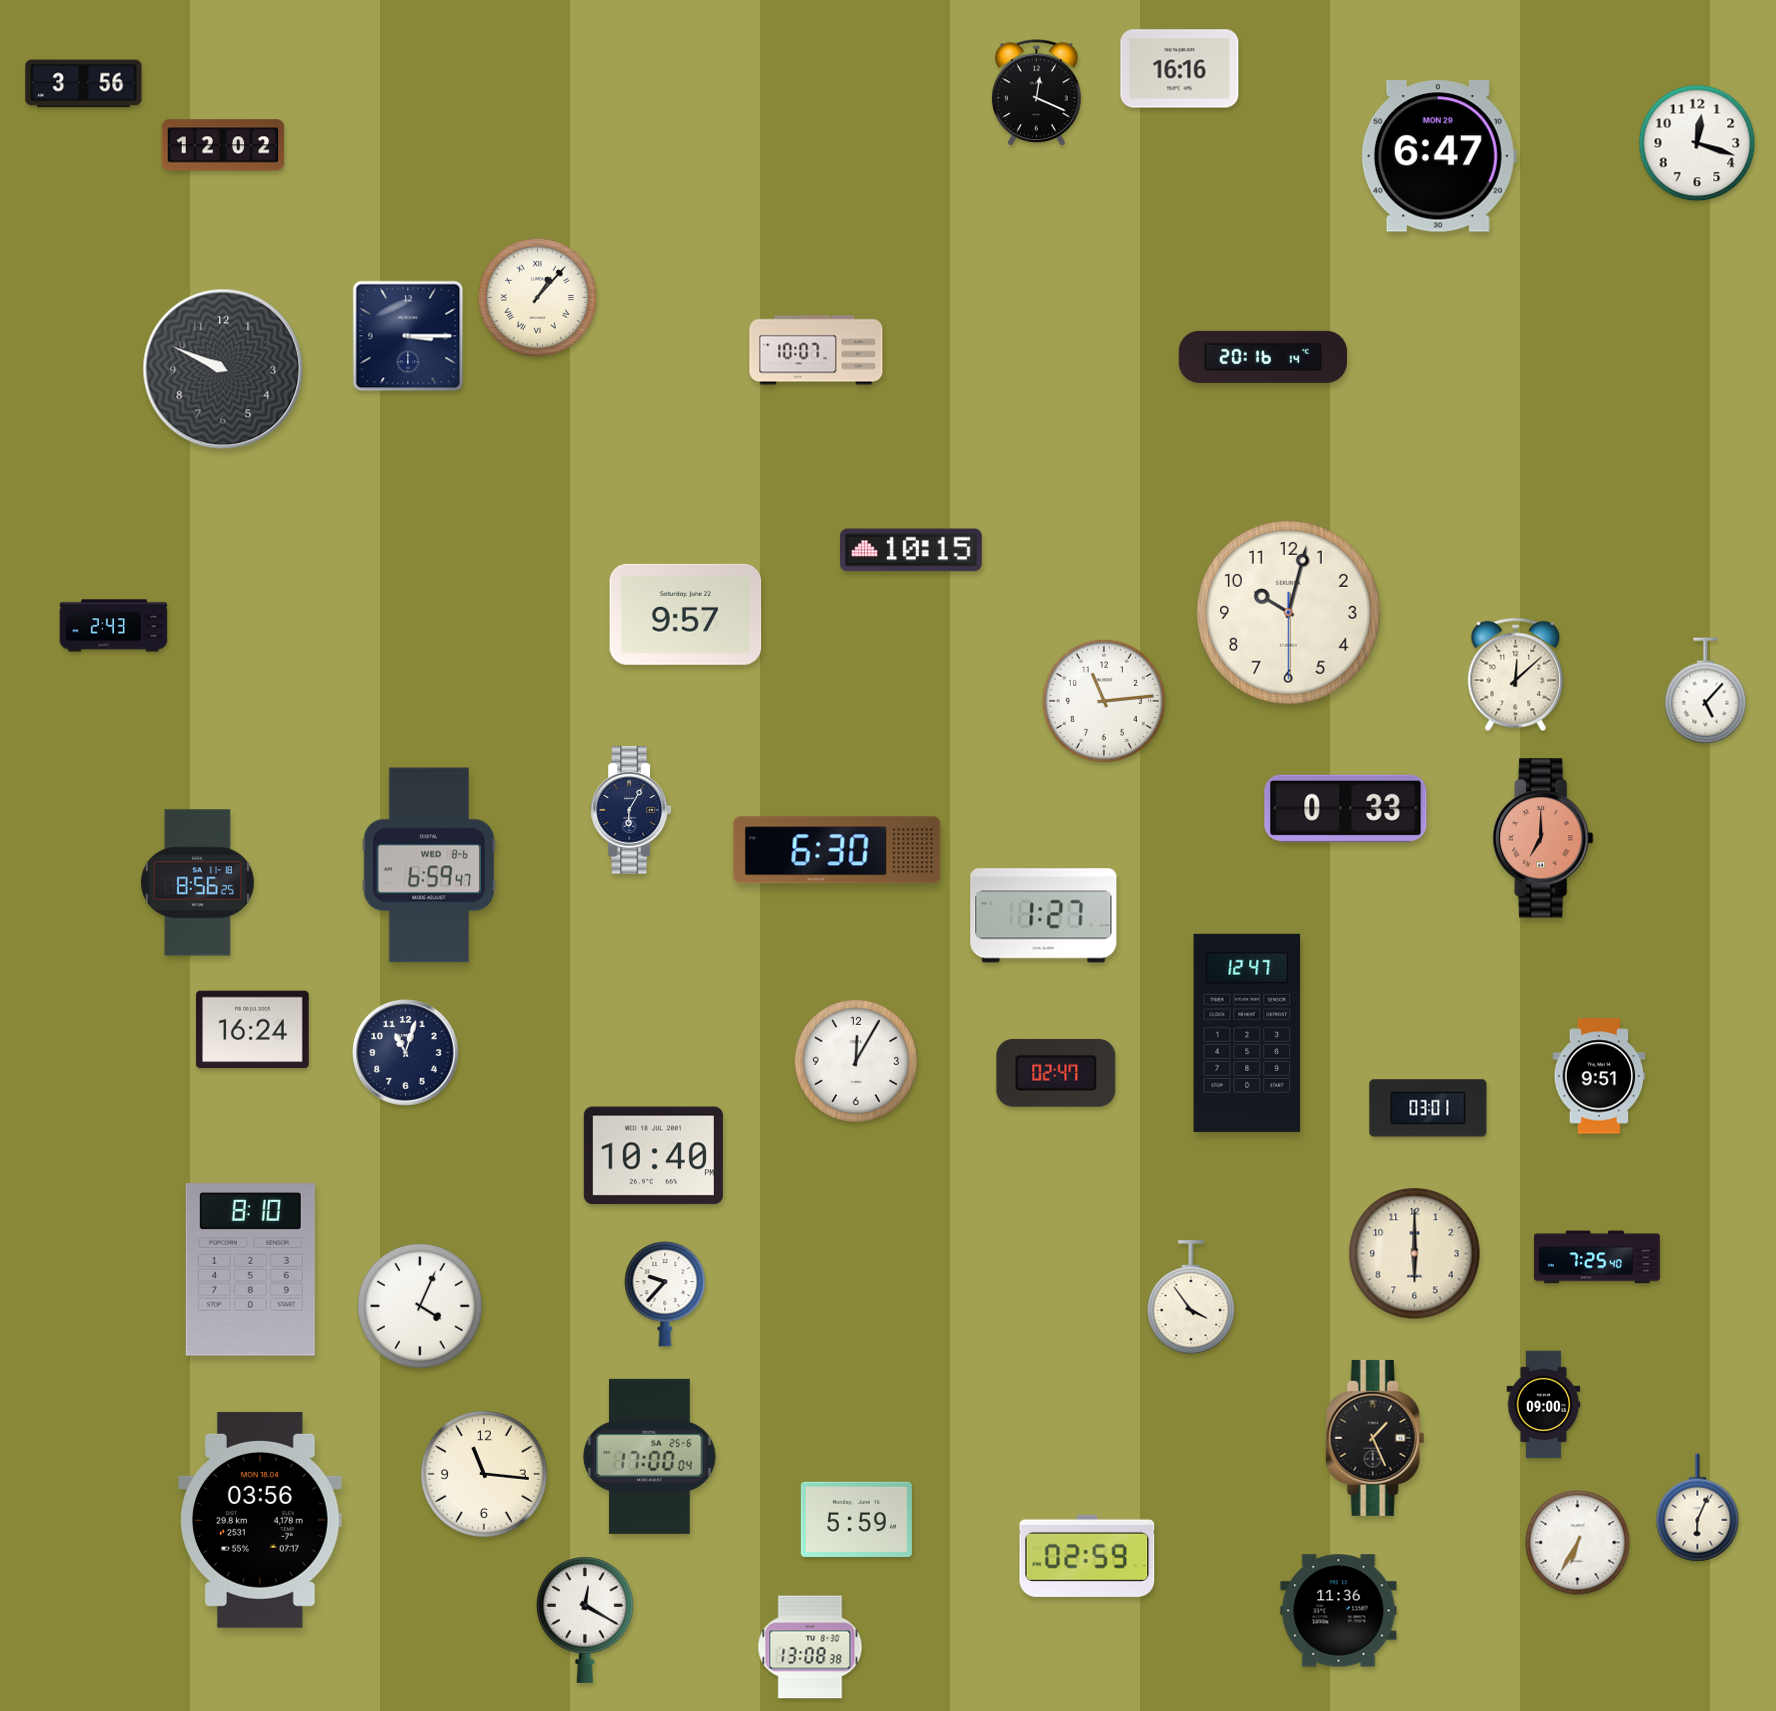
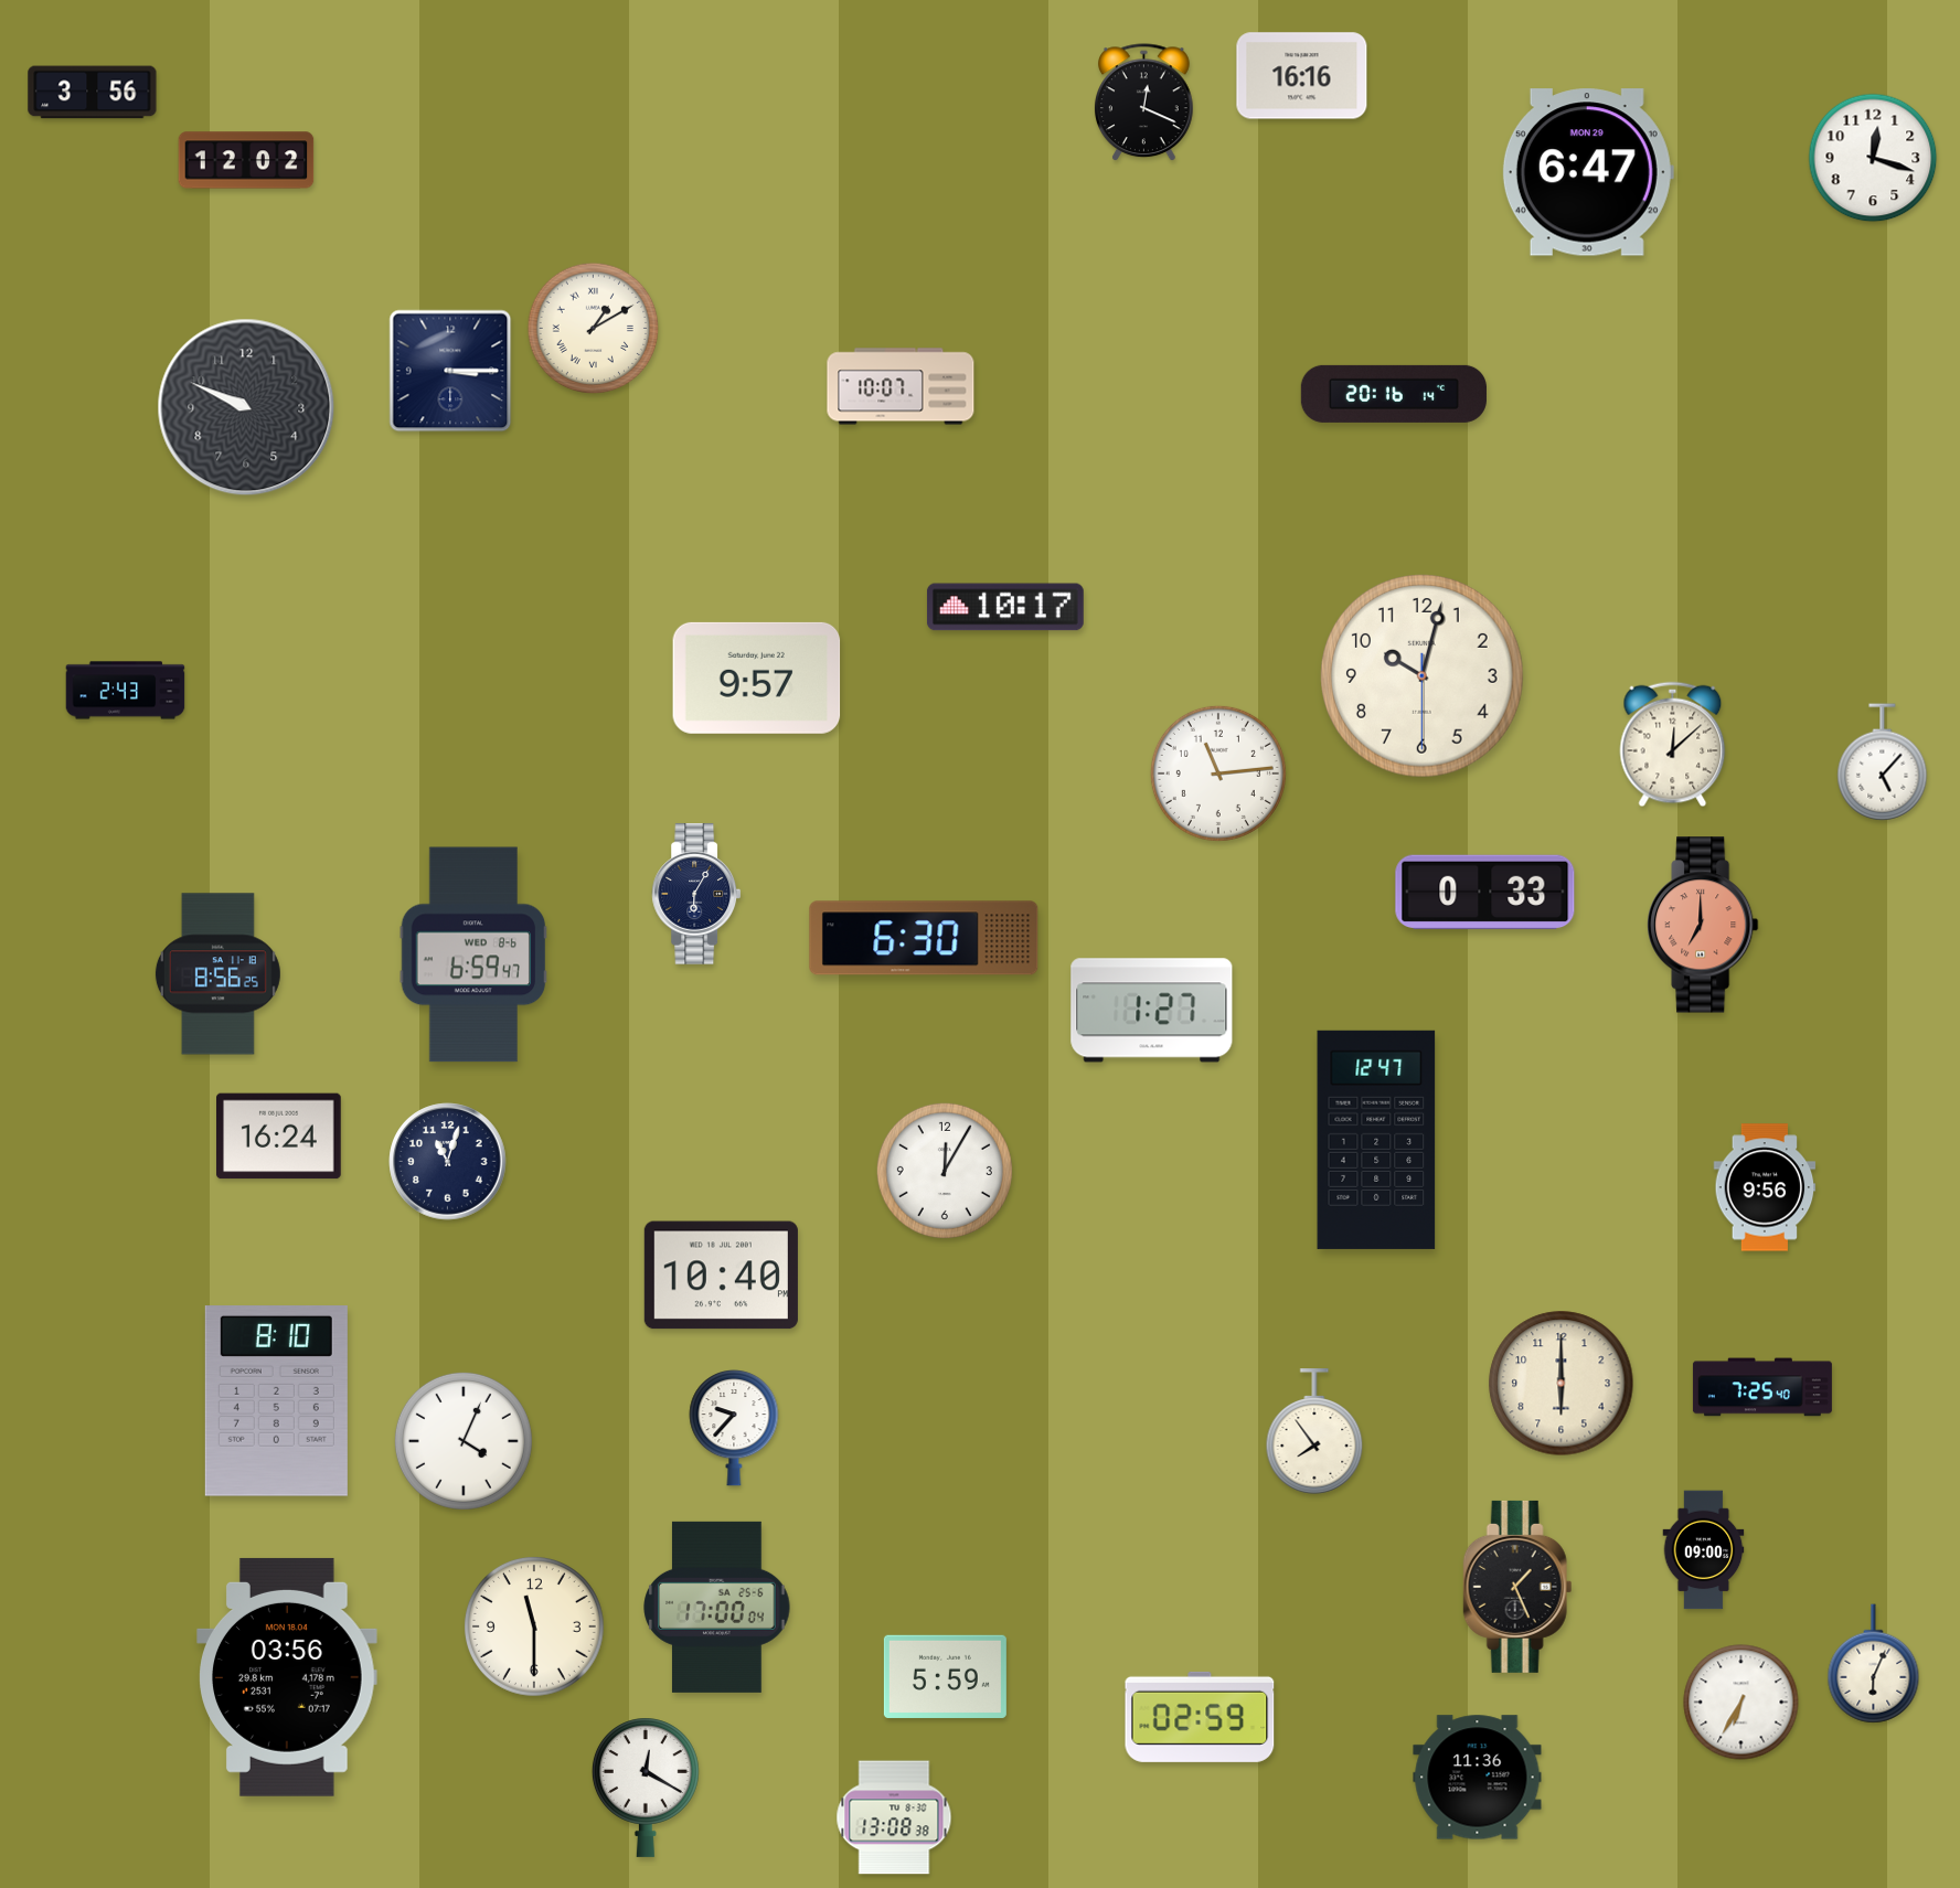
clock at (538, 298): 1:07 -> 1:10
clock at (911, 550): 10:15 -> 10:17
clock at (1056, 1073): 02:47 -> none
clock at (1599, 1076): 9:51 -> 9:56
clock at (1428, 1108): 03:01 -> none
clock at (1191, 1297): 3:54 -> 7:54
clock at (484, 1474): 11:16 -> 11:30
